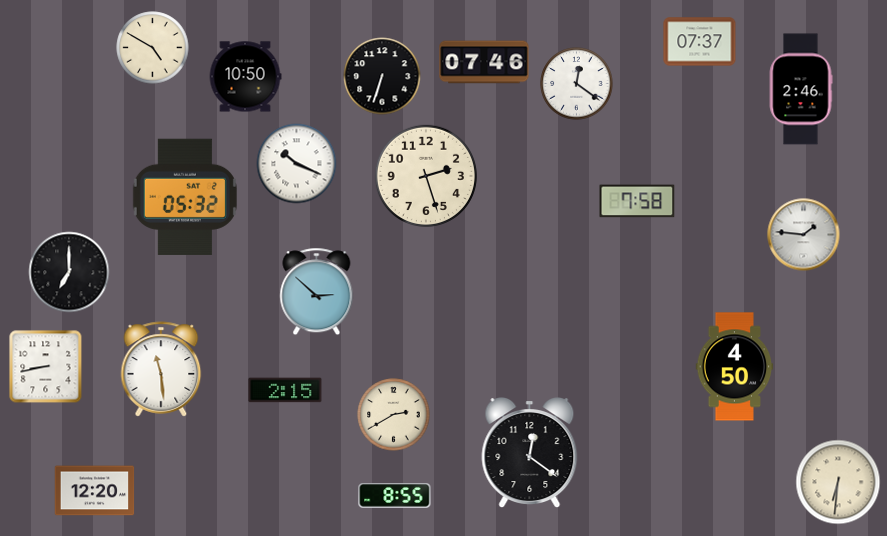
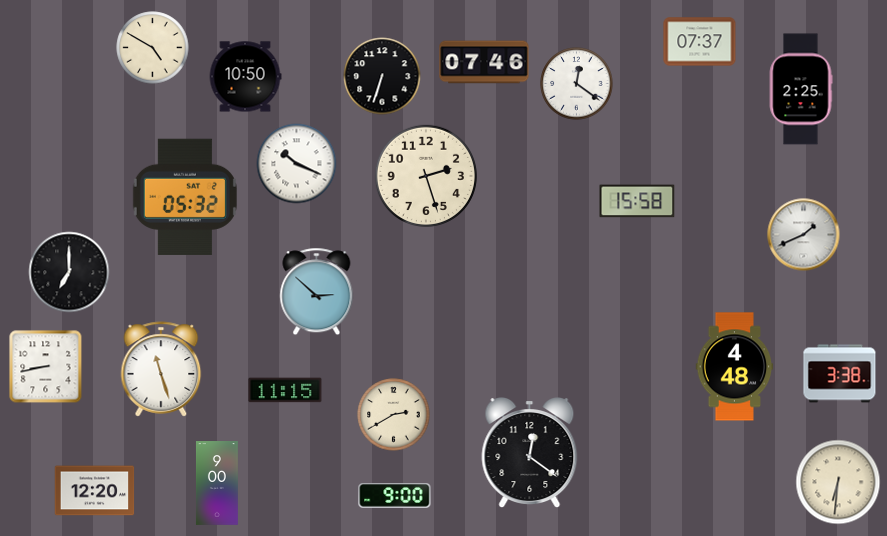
clock at (801, 89): 2:46 -> 2:25
clock at (637, 201): 7:58 -> 15:58
clock at (804, 235): 1:46 -> 1:41
clock at (735, 367): 4:50 -> 4:48
clock at (161, 369): 11:29 -> 11:27
clock at (840, 374): none -> 3:38
clock at (285, 390): 2:15 -> 11:15
clock at (217, 483): none -> 9:00
clock at (395, 496): 8:55 -> 9:00
